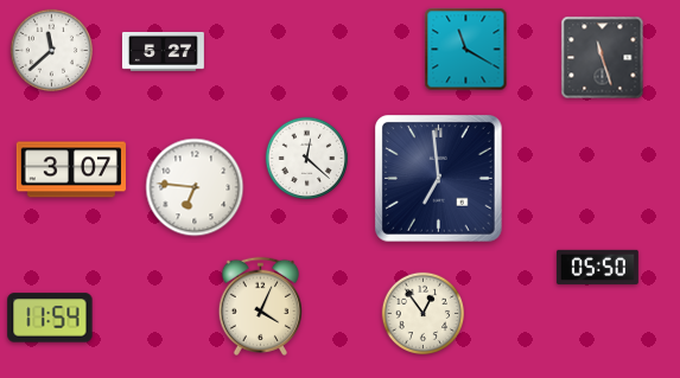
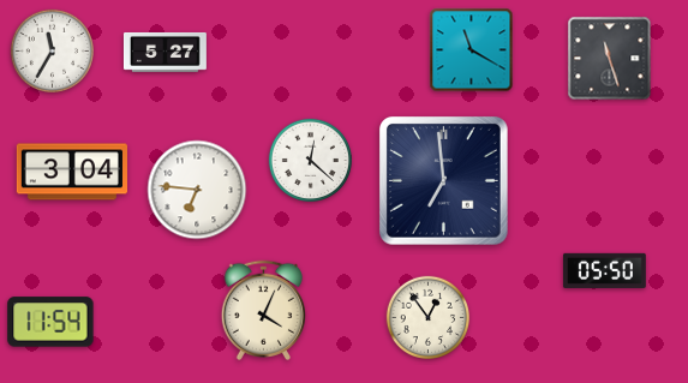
clock at (52, 51): 11:38 -> 11:35
clock at (70, 169): 3:07 -> 3:04
